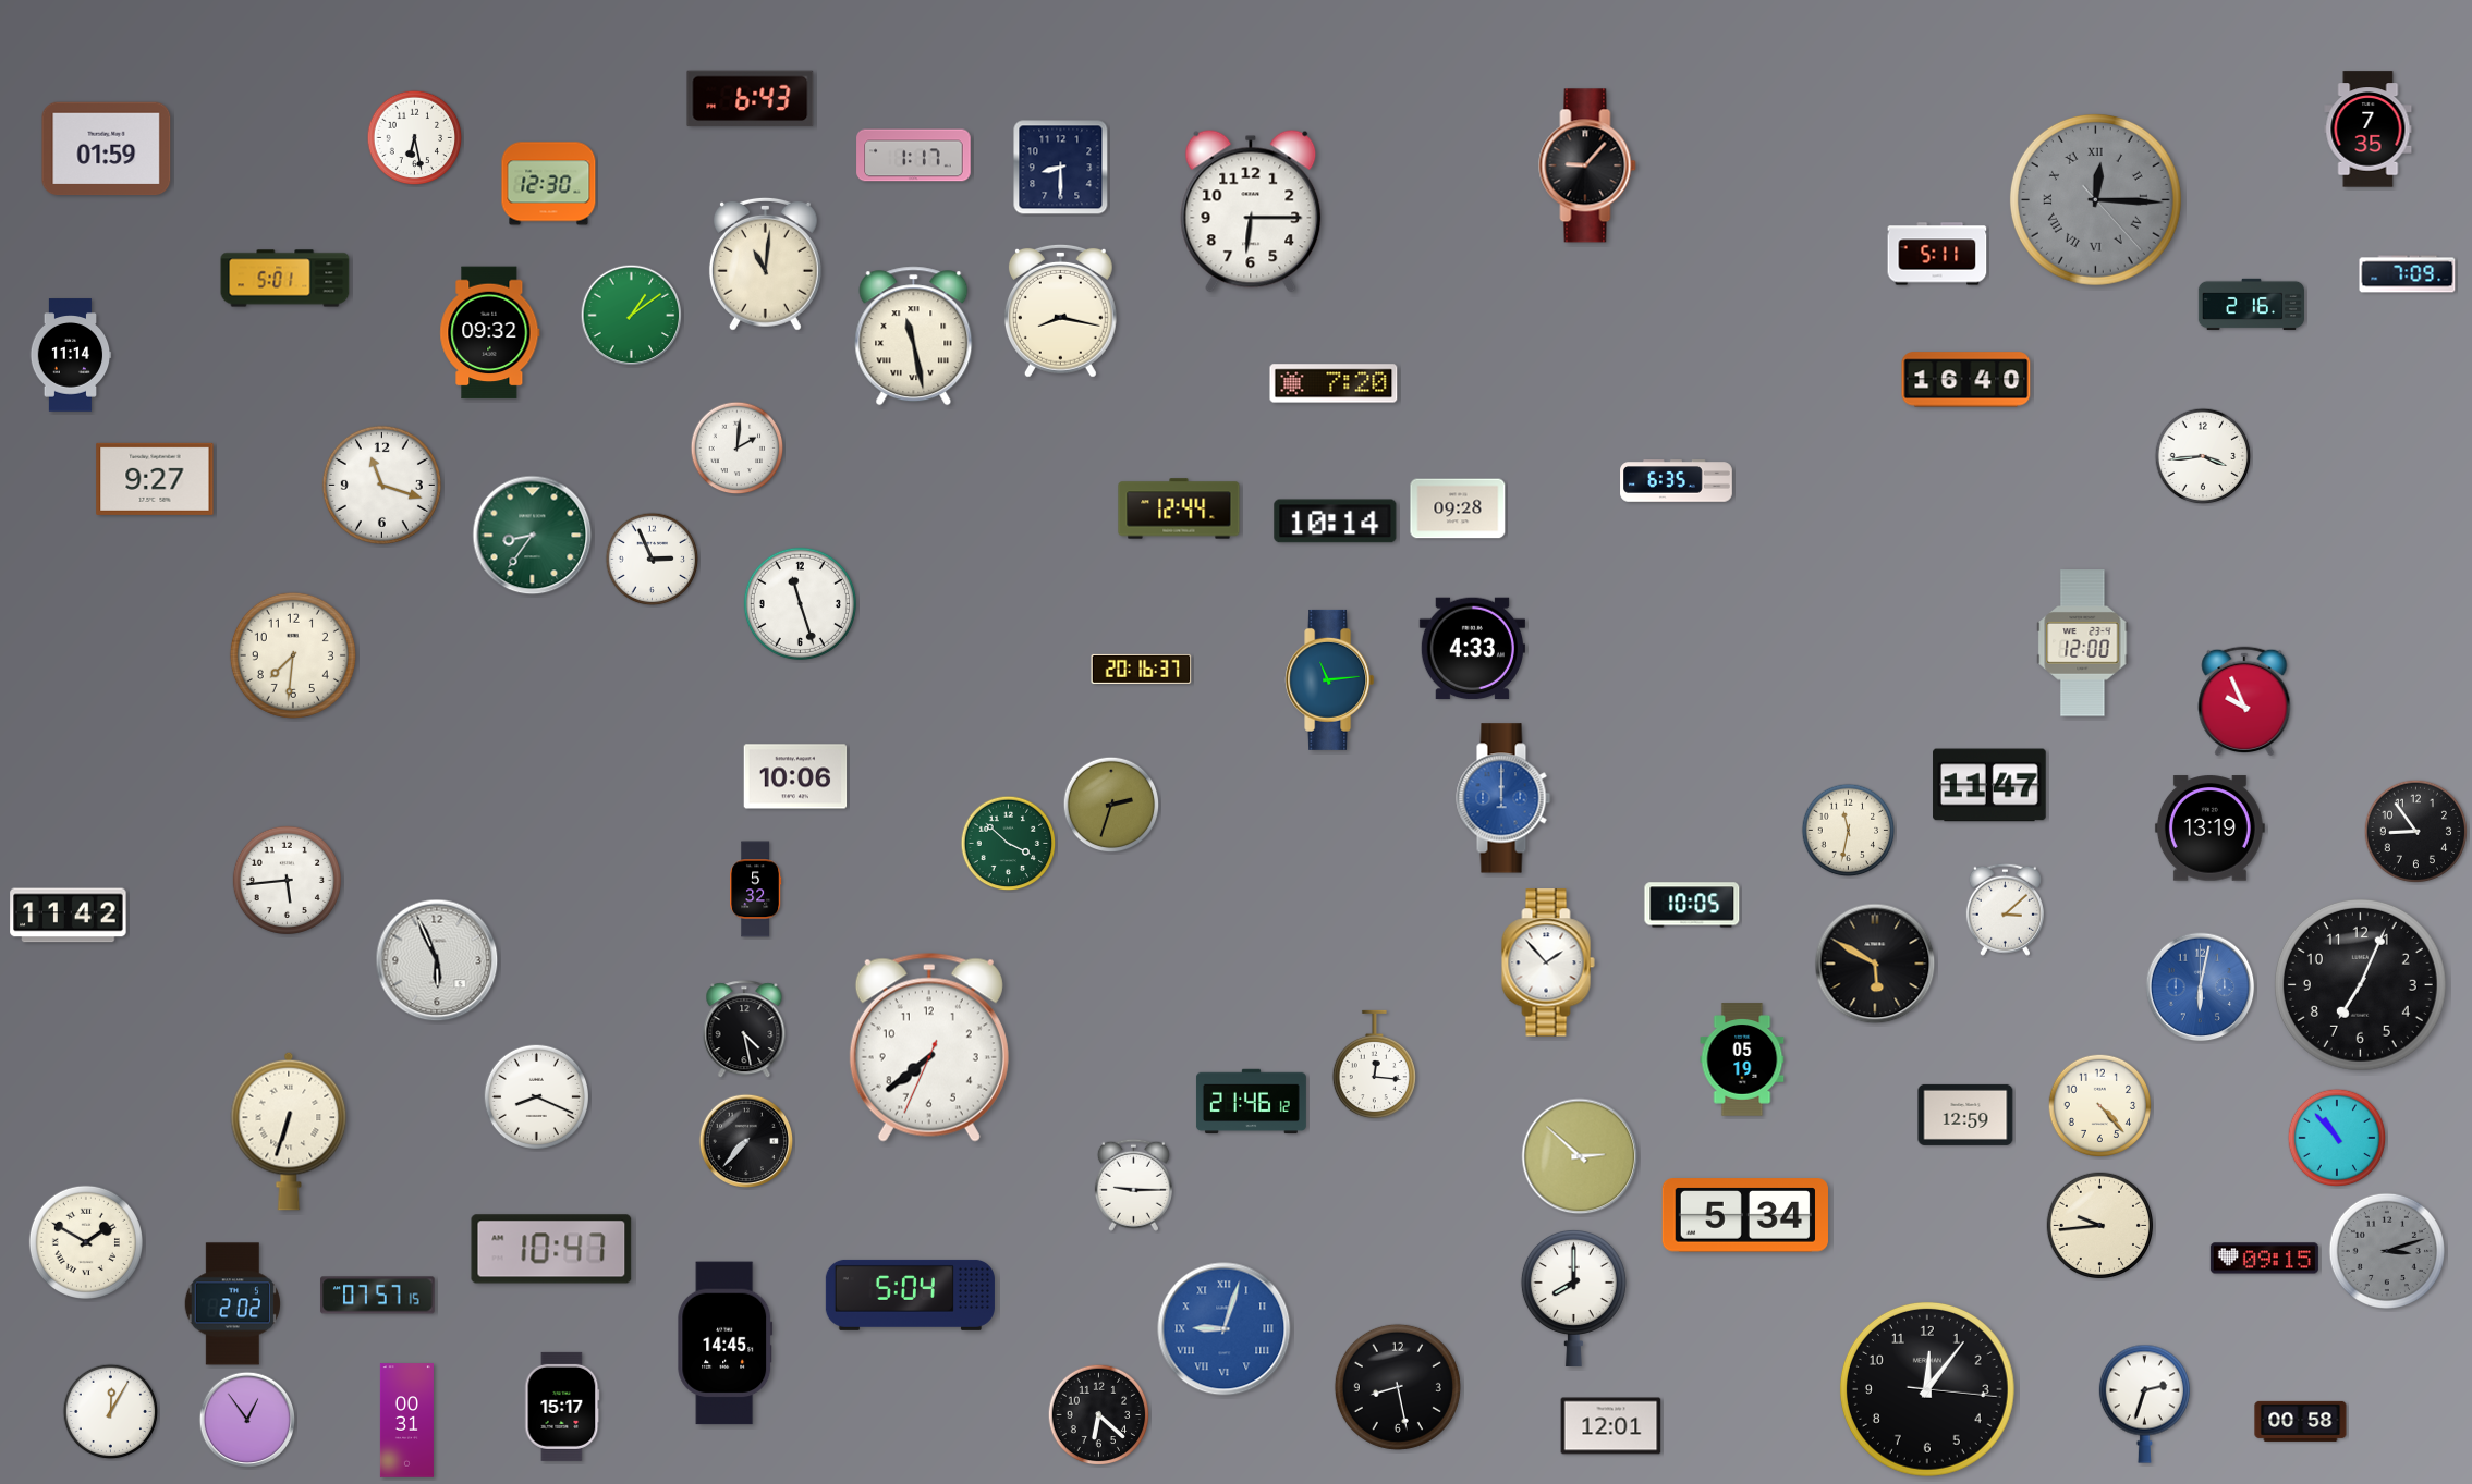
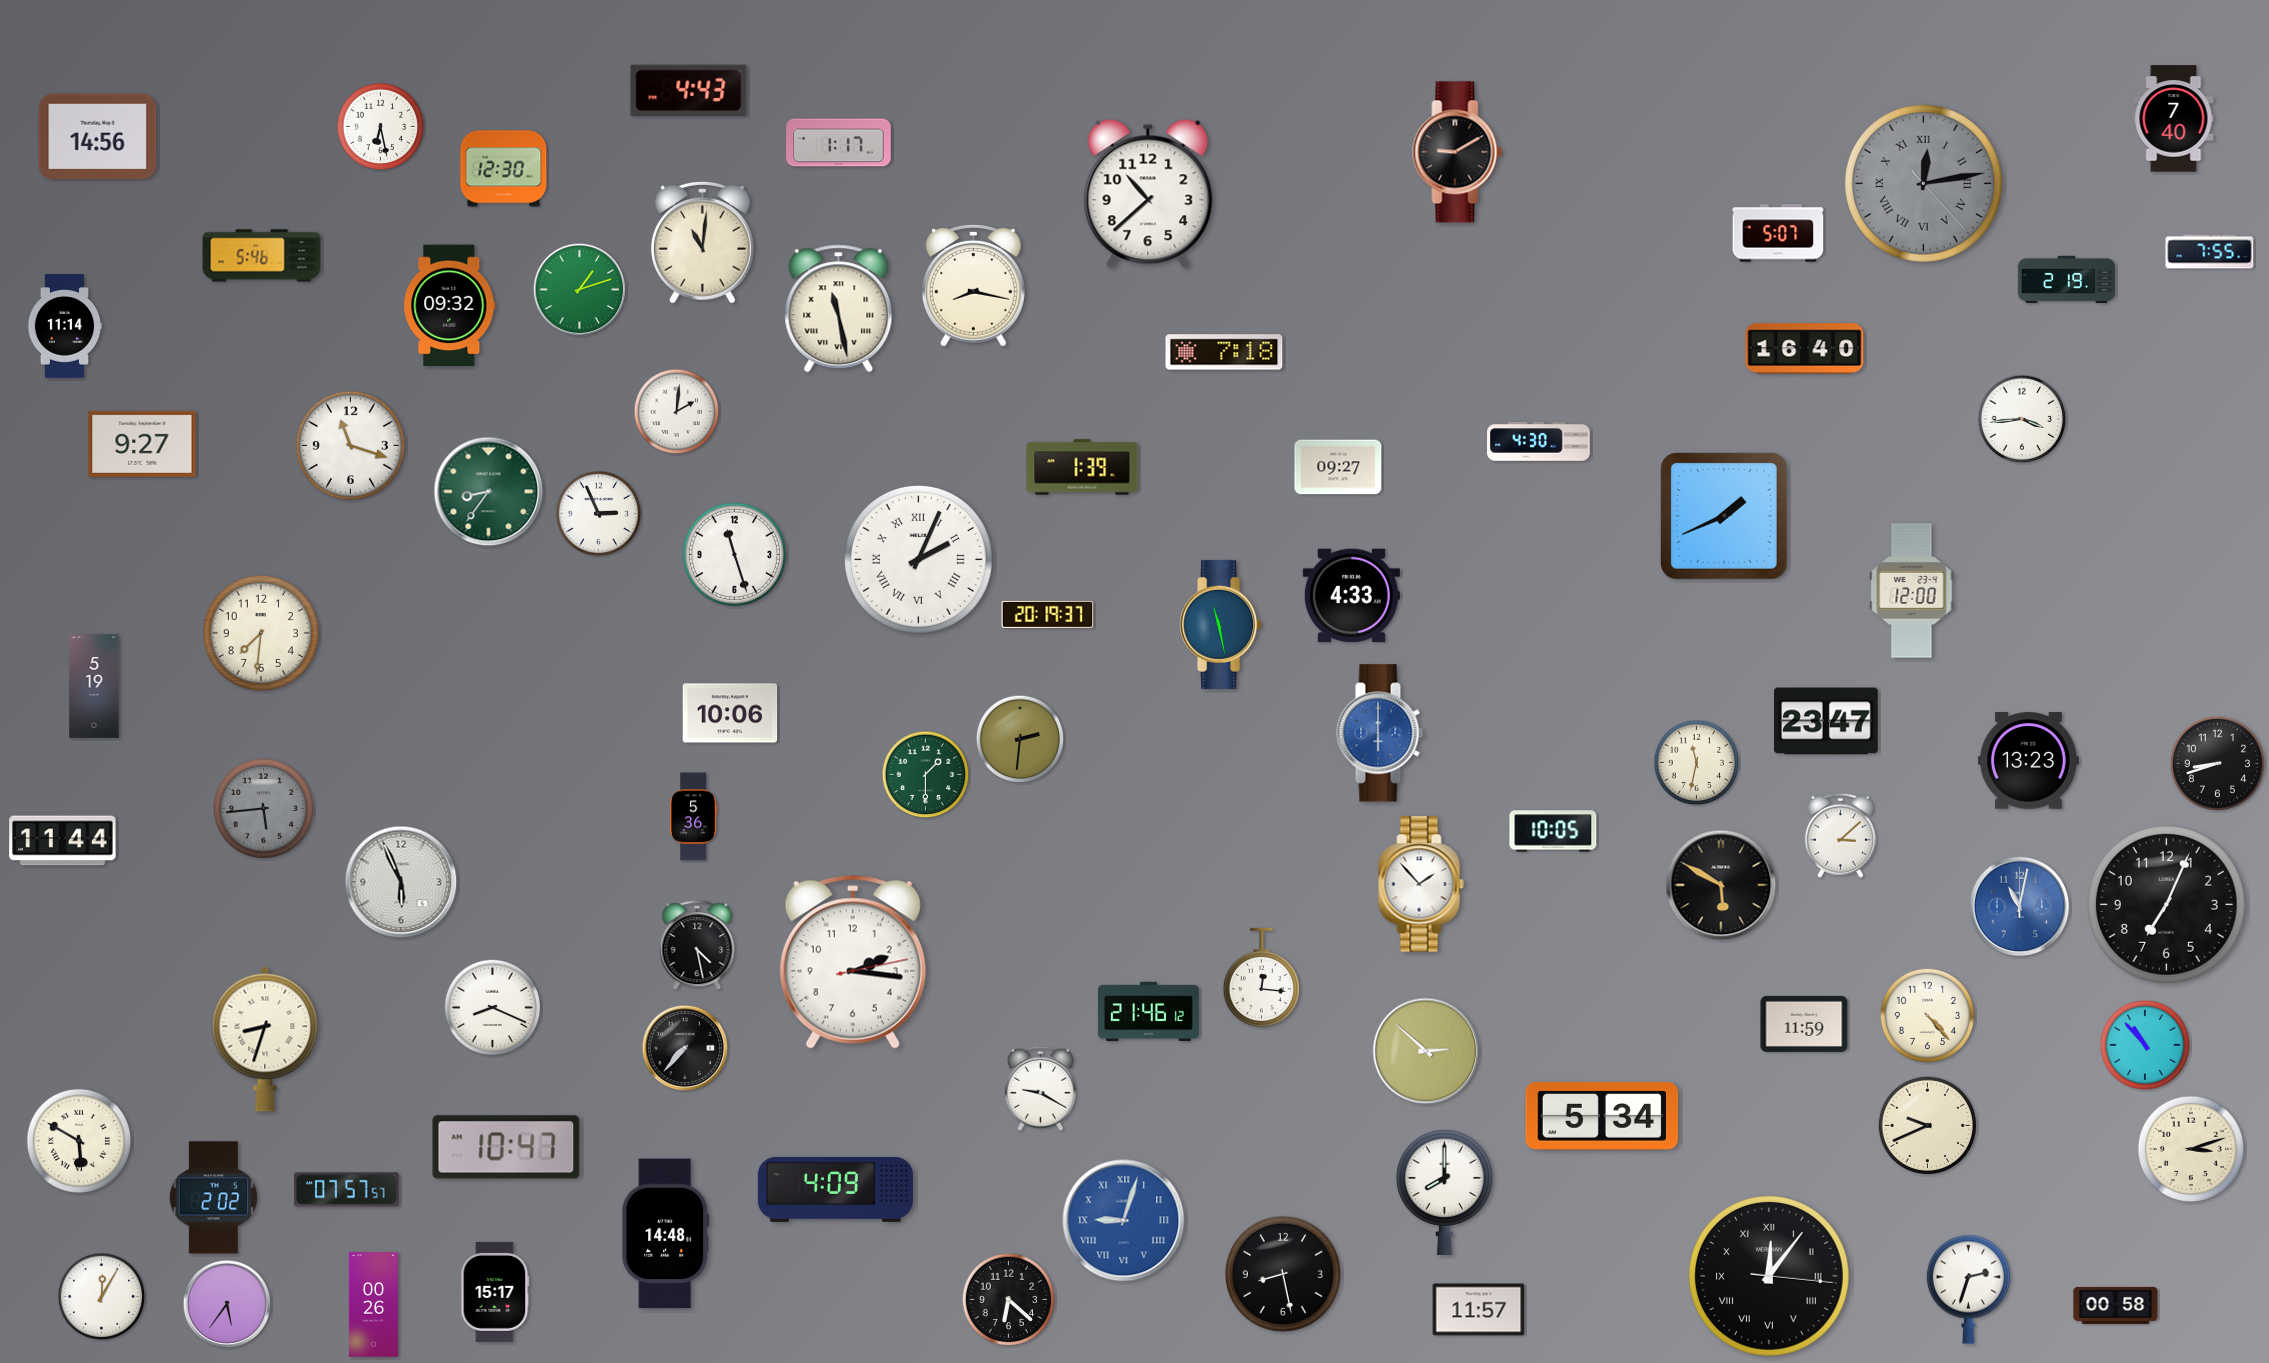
clock at (751, 99): 6:43 -> 4:43
clock at (2369, 130): 7:35 -> 7:40
clock at (107, 149): 01:59 -> 14:56
clock at (1587, 165): 9:07 -> 9:10
clock at (1061, 168): 8:30 -> none
clock at (2095, 199): 12:15 -> 12:13
clock at (1251, 211): 6:15 -> 10:38
clock at (1937, 254): 5:11 -> 5:07
clock at (2408, 274): 7:09 -> 7:55
clock at (285, 279): 5:01 -> 5:46
clock at (2251, 305): 2:16 -> 2:19
clock at (632, 316): 1:09 -> 1:12
clock at (1334, 383): 7:20 -> 7:18
clock at (155, 479) position: (155, 479) -> (142, 444)
clock at (1677, 481): 6:35 -> 4:30
clock at (1179, 508): 12:44 -> 1:39
clock at (1458, 508): 09:28 -> 09:27
clock at (1336, 522): 10:14 -> none
clock at (1725, 517): none -> 1:41
clock at (918, 559): none -> 2:04
clock at (293, 655) position: (293, 655) -> (261, 633)
clock at (1142, 669): 20:16 -> 20:19
clock at (1330, 679): 11:14 -> 11:28
clock at (2244, 701): 9:56 -> none
clock at (94, 686): none -> 5:19
clock at (1989, 785): 11:47 -> 23:47
clock at (1503, 798): 12:00 -> 6:00
clock at (1111, 805): 2:33 -> 2:31
clock at (2209, 829): 13:19 -> 13:23
clock at (2416, 832): 8:54 -> 8:42
clock at (1009, 844): 3:52 -> 1:30
clock at (287, 880) dial: white -> grey
clock at (756, 890): 5:32 -> 5:36
clock at (69, 916): 11:42 -> 11:44
clock at (2201, 988): 6:02 -> 11:02
clock at (744, 1030) position: (744, 1030) -> (697, 946)
clock at (929, 1047): 7:38 -> 2:16
clock at (1742, 1059): 05:19 -> none
clock at (1965, 1115): 12:59 -> 11:59
clock at (289, 1131): 6:33 -> 8:33
clock at (1580, 1156) position: (1580, 1156) -> (1426, 1051)
clock at (1133, 1185): 9:15 -> 9:20
clock at (2099, 1225): 9:44 -> 9:41
clock at (86, 1242): 1:50 -> 5:50
clock at (2387, 1251) dial: grey -> cream
clock at (2264, 1259): 09:15 -> none
clock at (910, 1295): 5:04 -> 4:09
clock at (378, 1296): 07:57:15 -> 07:57:57
clock at (726, 1344): 14:45 -> 14:48
clock at (1927, 1389) numerals: Arabic -> Roman
clock at (562, 1407) position: (562, 1407) -> (495, 1292)
clock at (247, 1420): 12:54 -> 5:36
clock at (406, 1421): 00:31 -> 00:26
clock at (2301, 1421) position: (2301, 1421) -> (2116, 1305)
clock at (1611, 1426): 12:01 -> 11:57
